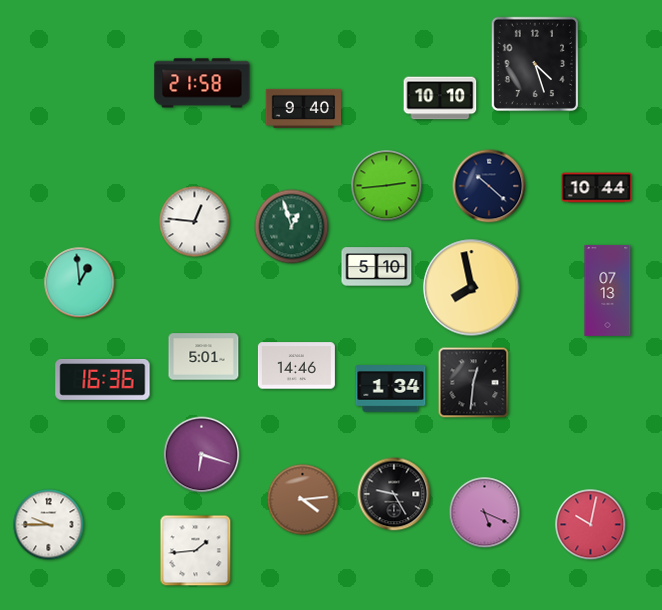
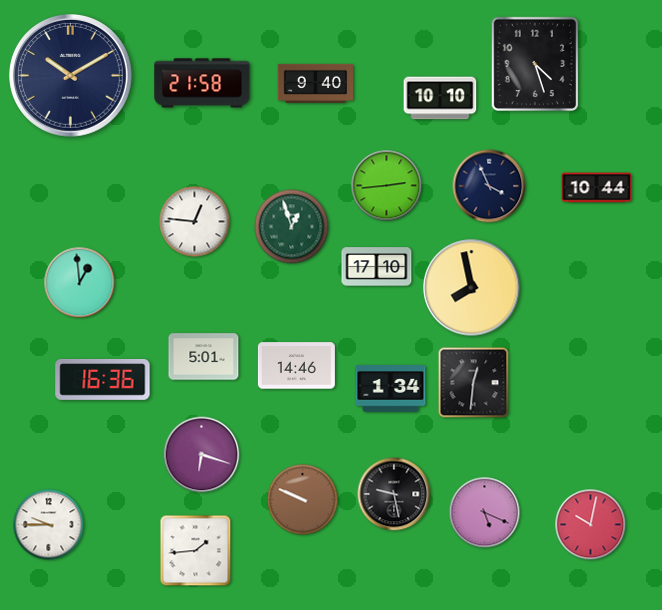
clock at (70, 75): none -> 10:10
clock at (303, 108) position: (303, 108) -> (315, 83)
clock at (489, 186): 10:22 -> 3:56
clock at (377, 267): 5:10 -> 17:10
clock at (608, 290): 07:13 -> none
clock at (394, 494): 9:25 -> 9:28
clock at (303, 500): 4:14 -> 9:49
